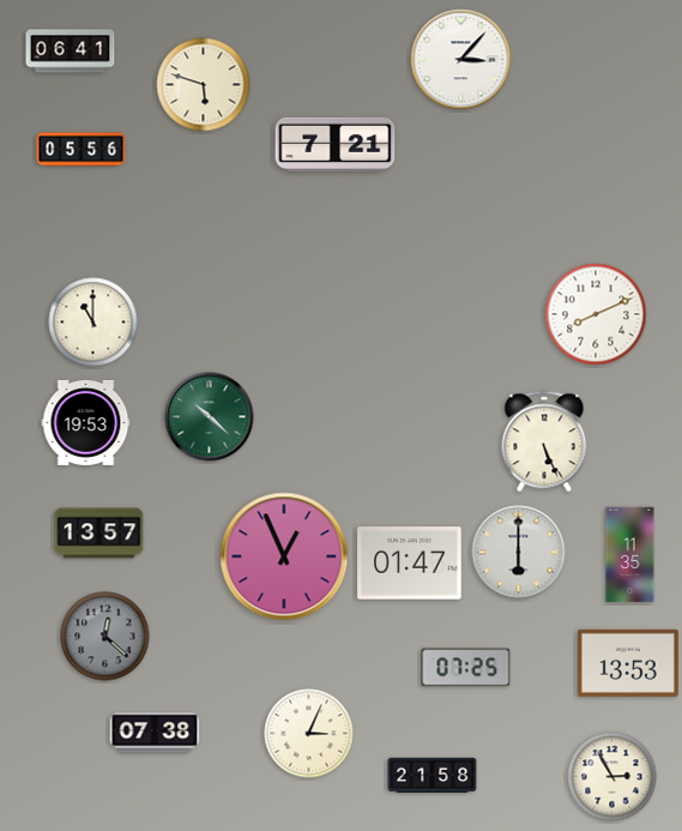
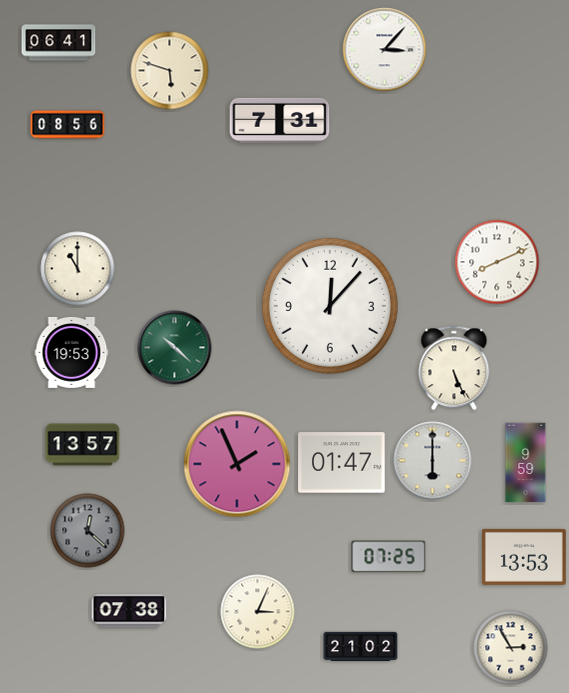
clock at (336, 144): 7:21 -> 7:31
clock at (82, 150): 05:56 -> 08:56
clock at (330, 306): none -> 12:07
clock at (630, 555): 11:35 -> 9:59
clock at (284, 556): 12:56 -> 1:56
clock at (410, 564) position: (410, 564) -> (342, 463)
clock at (628, 663) position: (628, 663) -> (524, 557)
clock at (433, 776): 21:58 -> 21:02
